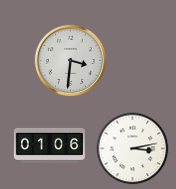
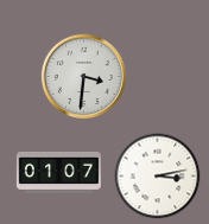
clock at (70, 60) position: (70, 60) -> (83, 76)
clock at (49, 145): 01:06 -> 01:07
